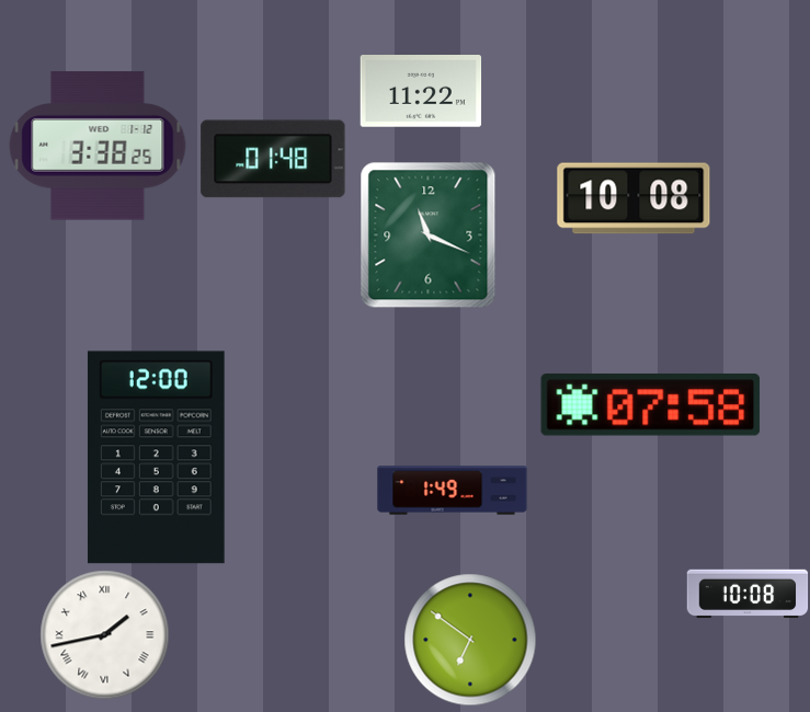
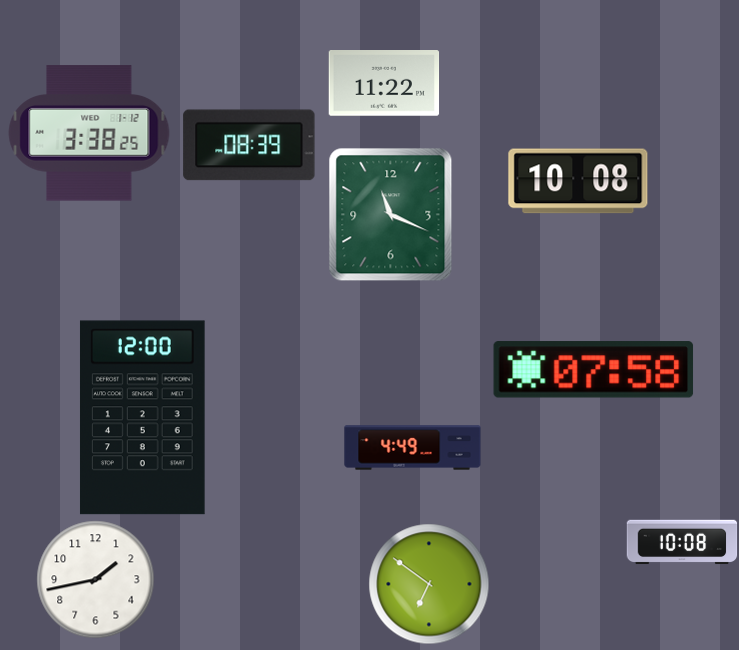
clock at (273, 159): 01:48 -> 08:39
clock at (453, 491): 1:49 -> 4:49
clock at (105, 635) numerals: Roman -> Arabic
